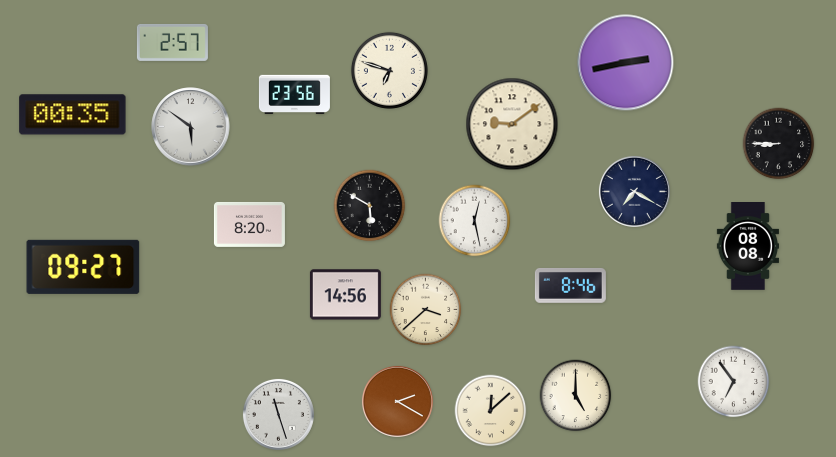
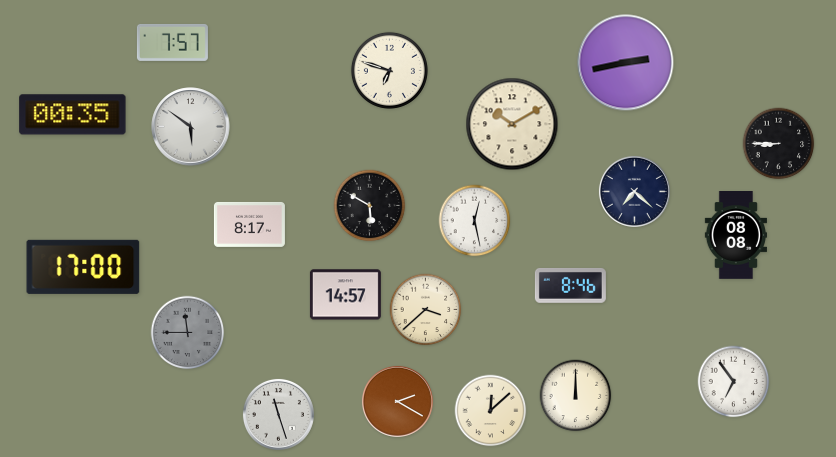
clock at (172, 42): 2:57 -> 7:57
clock at (294, 95): 23:56 -> none
clock at (512, 124): 9:09 -> 10:10
clock at (634, 191): 7:20 -> 7:22
clock at (249, 224): 8:20 -> 8:17
clock at (747, 247) position: (747, 247) -> (735, 236)
clock at (83, 267): 09:27 -> 17:00
clock at (345, 295): 14:56 -> 14:57
clock at (188, 333): none -> 11:45
clock at (576, 396): 5:00 -> 12:00
